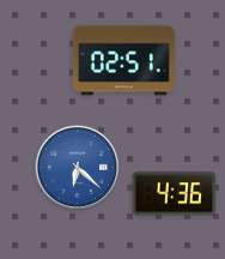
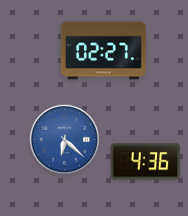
clock at (123, 61): 02:51 -> 02:27
